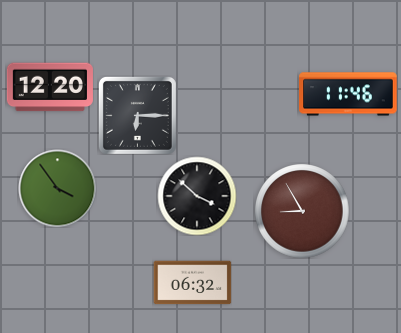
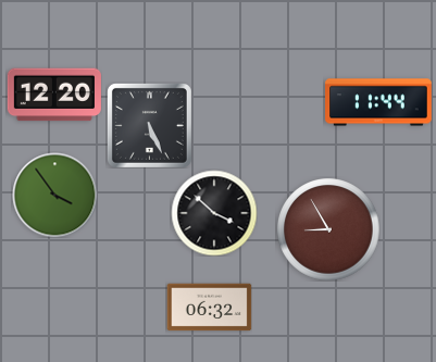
clock at (348, 94): 11:46 -> 11:44
clock at (137, 115): 6:15 -> 5:26
clock at (57, 188) position: (57, 188) -> (54, 195)
